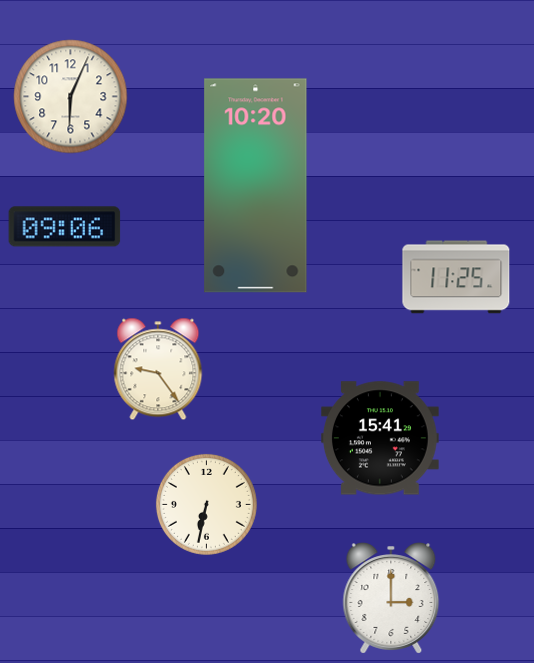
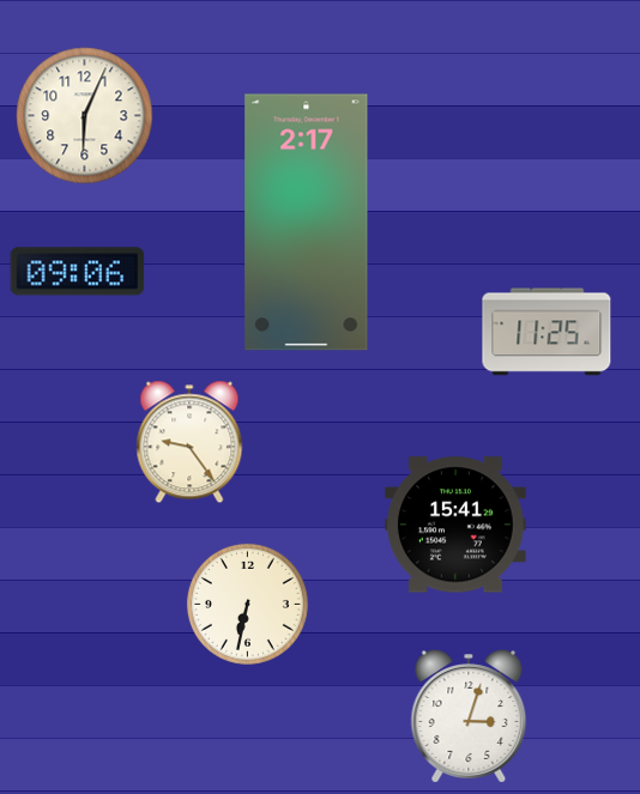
clock at (256, 186): 10:20 -> 2:17
clock at (391, 598): 3:00 -> 3:03
